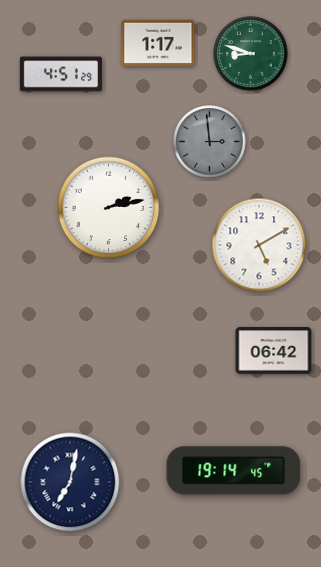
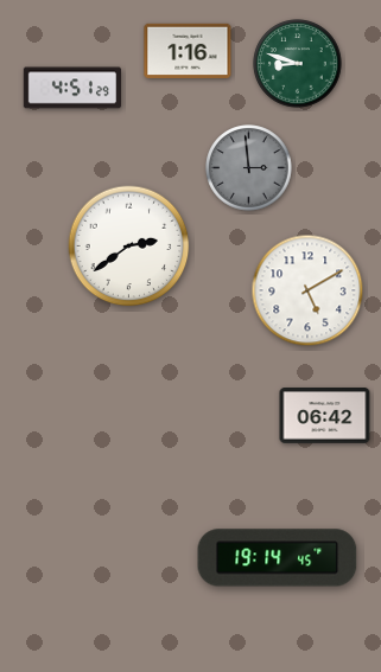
clock at (158, 43): 1:17 -> 1:16
clock at (109, 208): 2:13 -> 2:39
clock at (70, 482): 7:02 -> none
